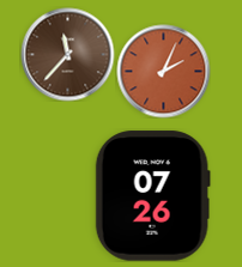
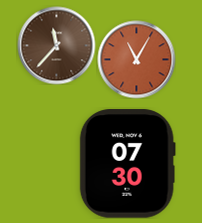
clock at (163, 71): 2:04 -> 11:05
clock at (152, 196): 07:26 -> 07:30
